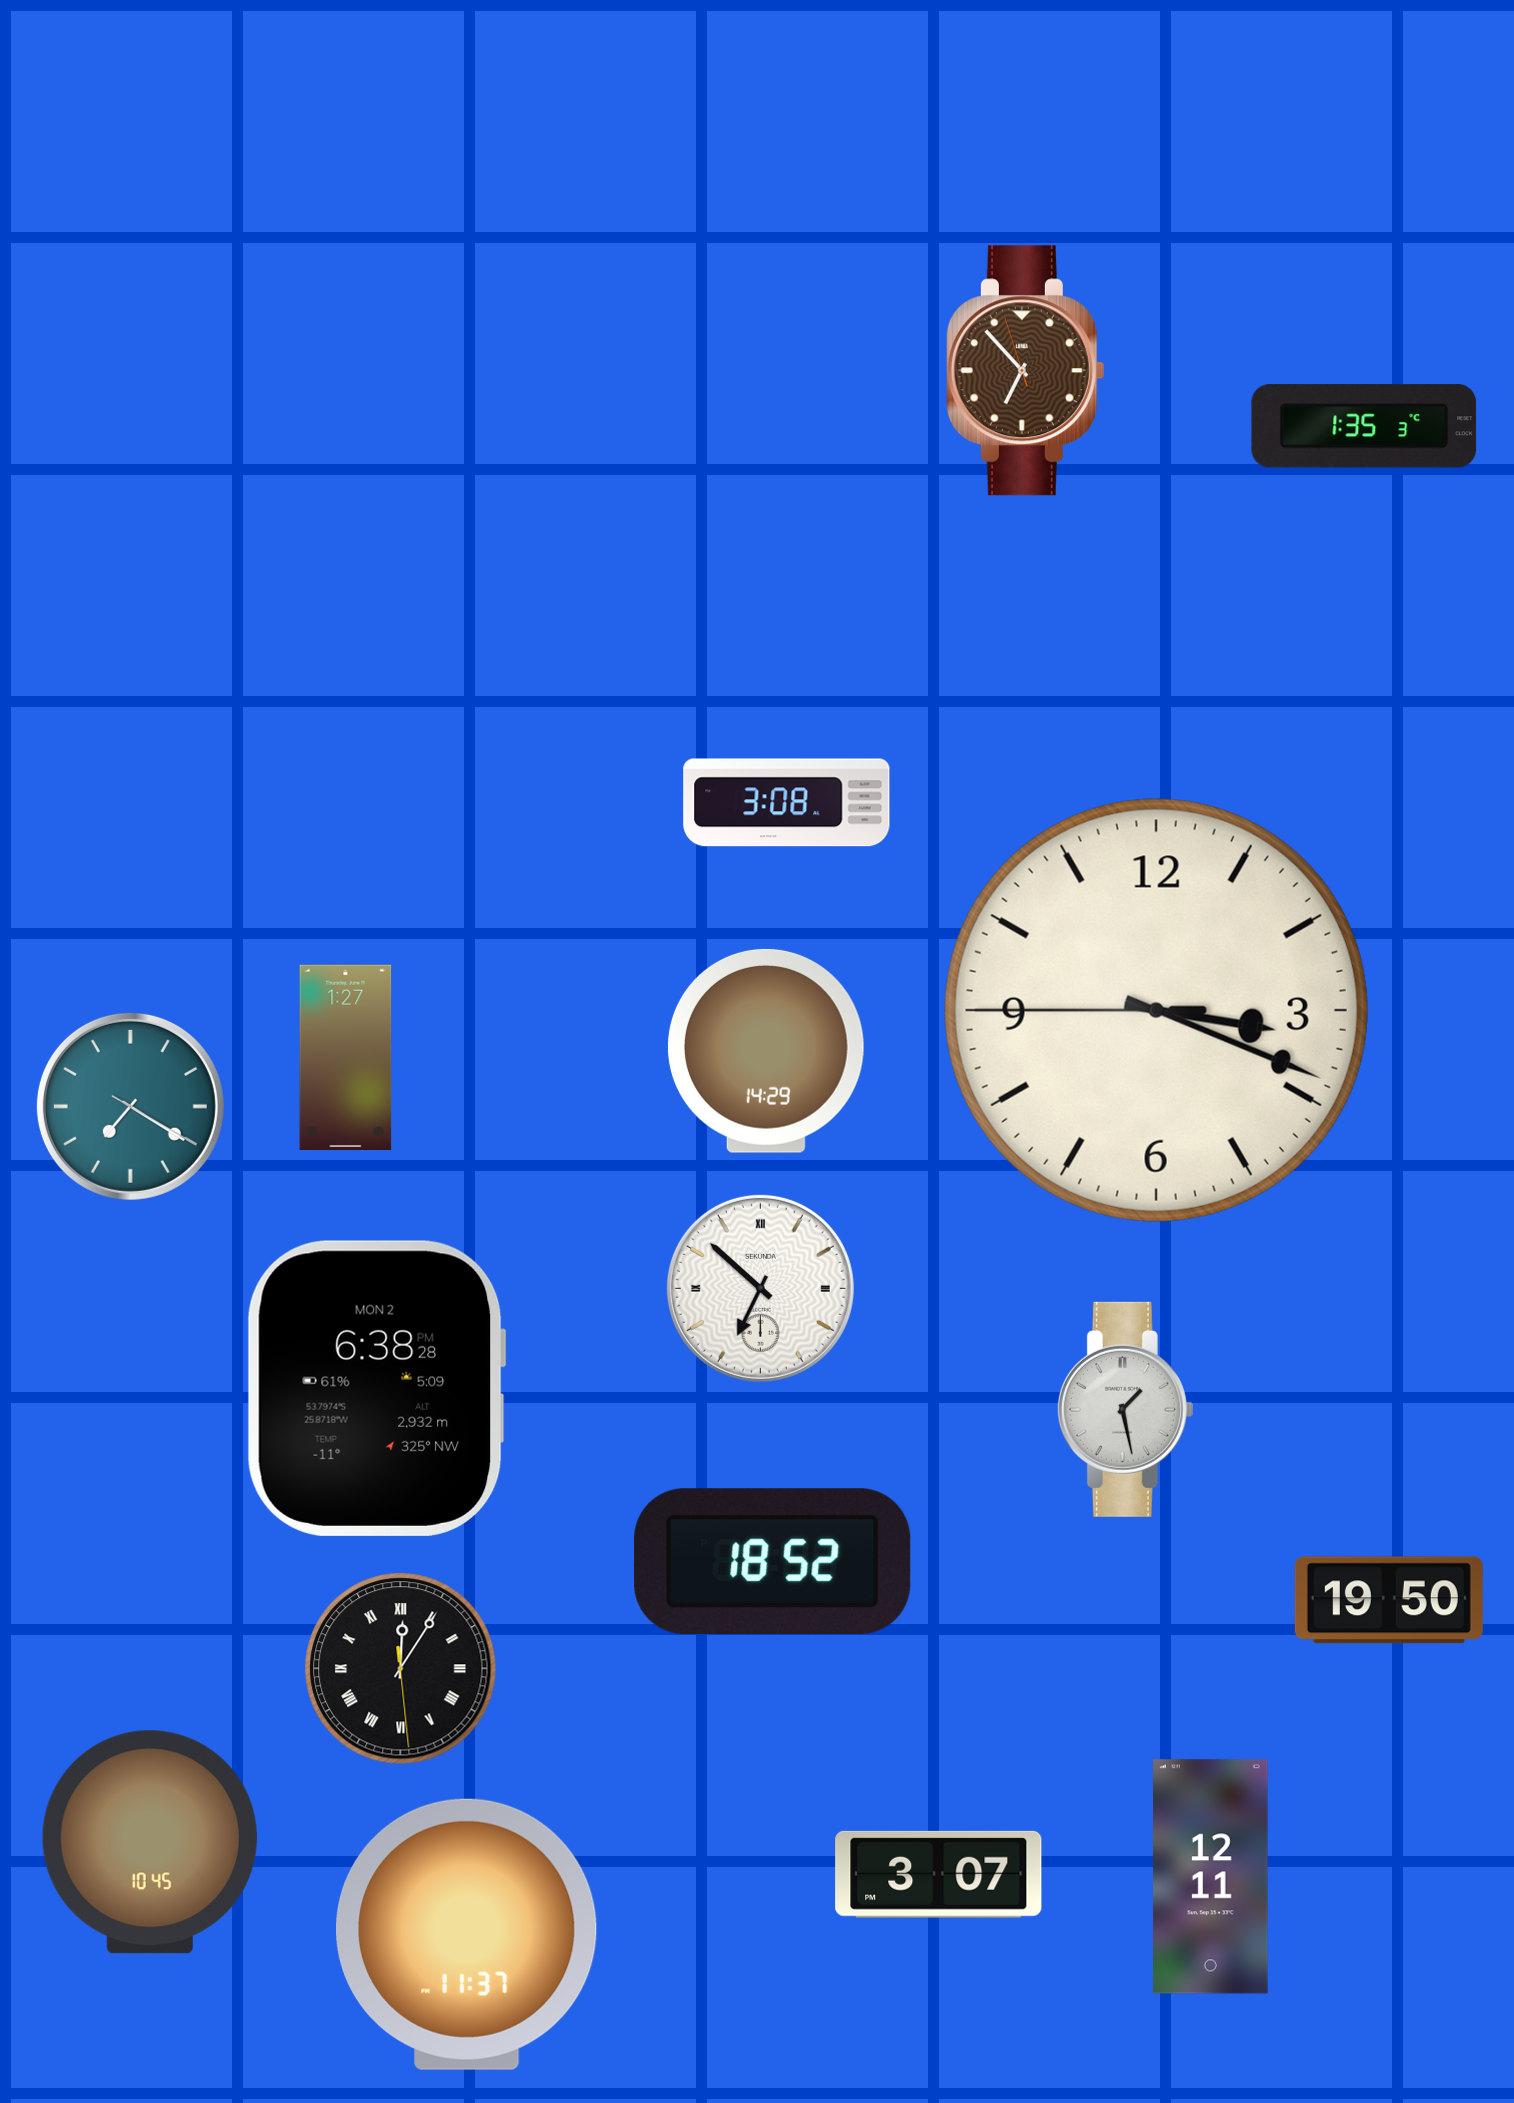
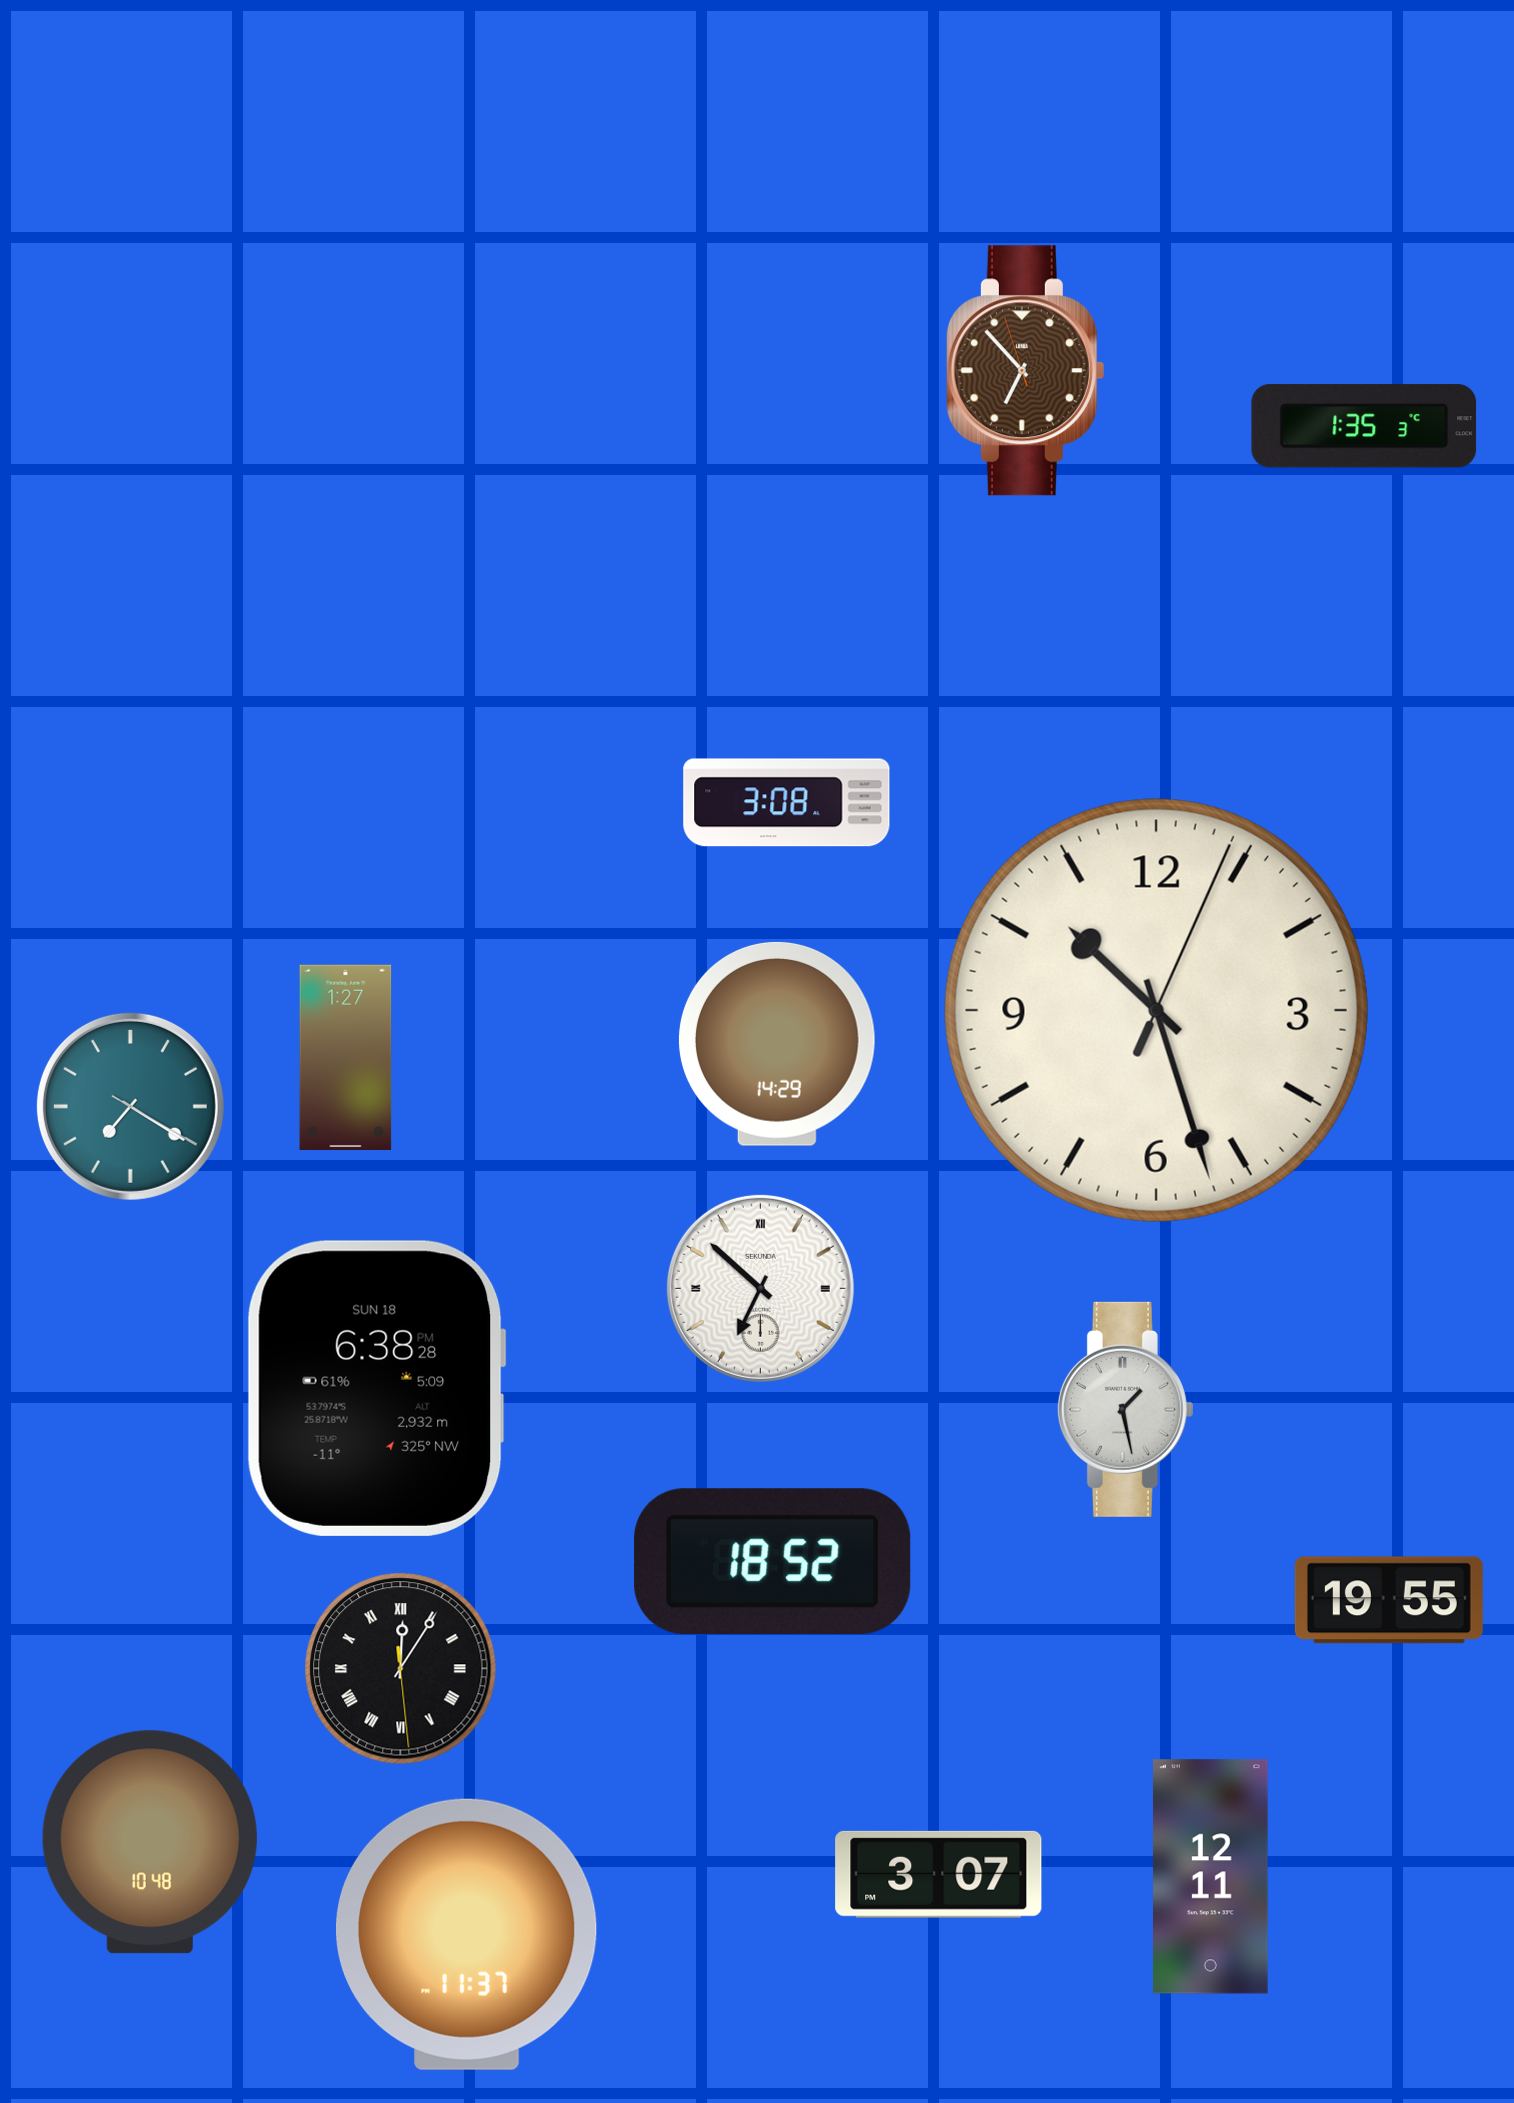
clock at (1156, 1010): 3:18 -> 10:27
clock at (766, 1051) position: (766, 1051) -> (777, 1044)
clock at (376, 1388) date: MON 2 -> SUN 18
clock at (1389, 1600): 19:50 -> 19:55
clock at (150, 1842): 10:45 -> 10:48
